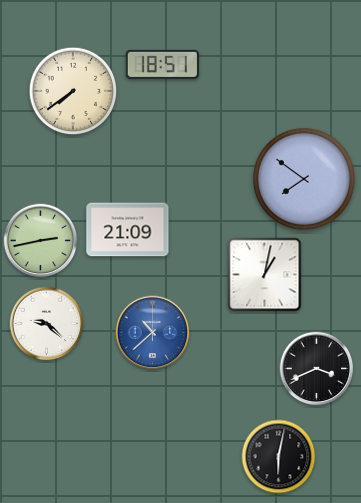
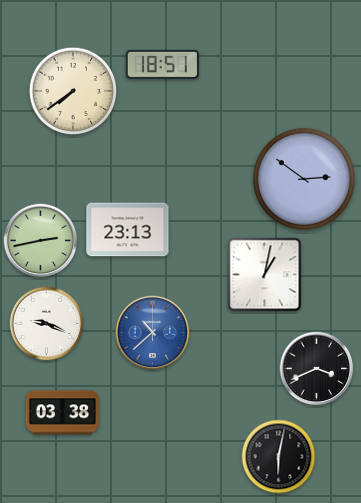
clock at (305, 180): 7:51 -> 2:51
clock at (128, 230): 21:09 -> 23:13
clock at (47, 324): 9:22 -> 9:19
clock at (62, 413): none -> 03:38
